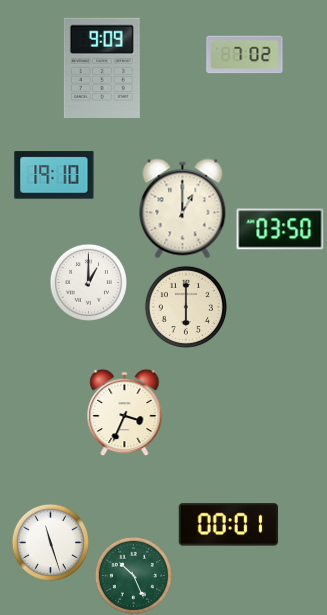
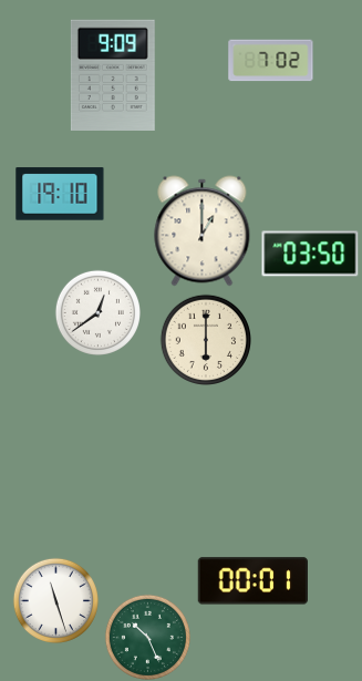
clock at (88, 282): 1:00 -> 12:39
clock at (125, 412): 3:34 -> none
